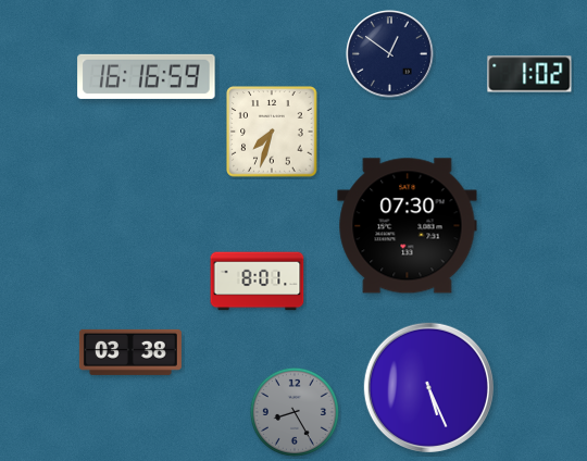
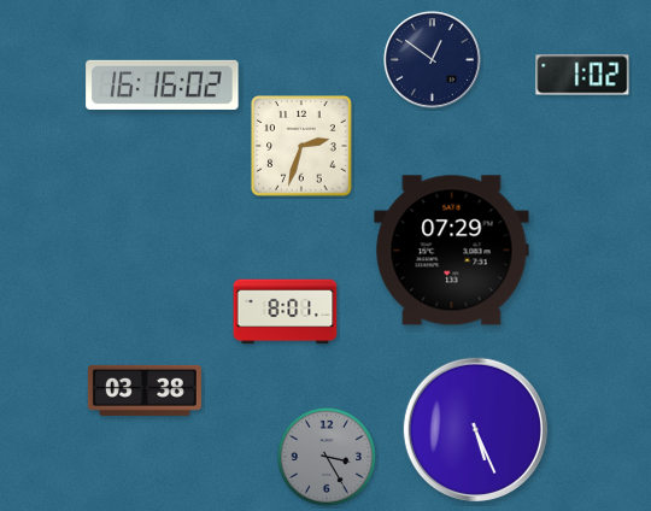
clock at (529, 74) position: (529, 74) -> (582, 75)
clock at (147, 76): 16:16:59 -> 16:16:02
clock at (272, 132): 7:33 -> 2:33
clock at (408, 226): 07:30 -> 07:29
clock at (295, 412): 8:25 -> 3:25
